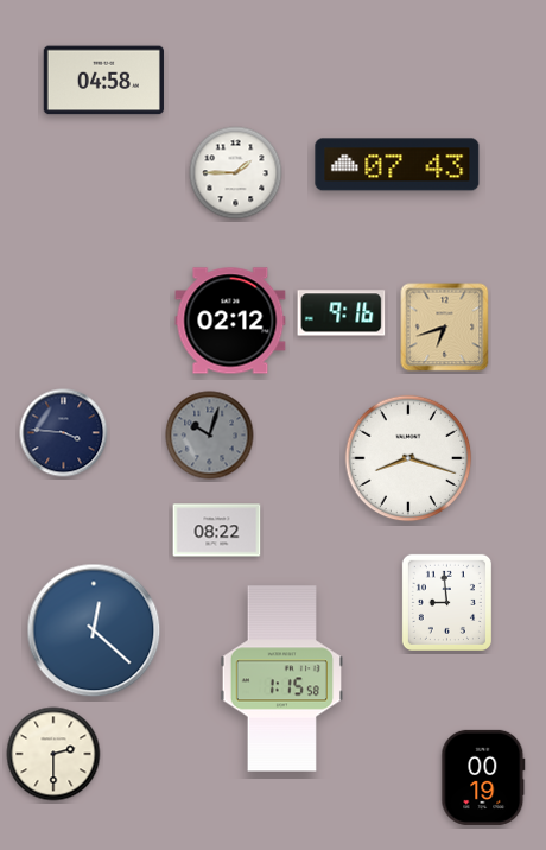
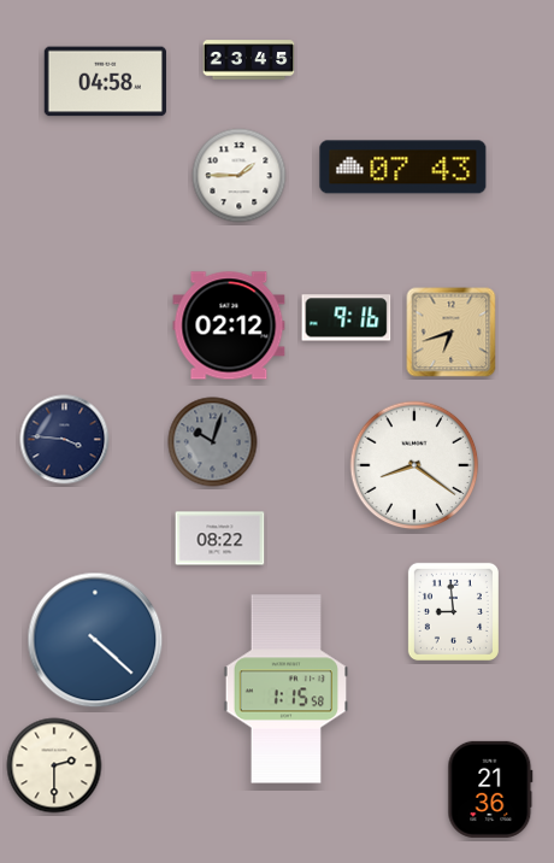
clock at (249, 60): none -> 23:45
clock at (230, 321) position: (230, 321) -> (229, 325)
clock at (408, 458): 8:18 -> 8:21
clock at (94, 630): 12:22 -> 4:22
clock at (483, 778): 00:19 -> 21:36
